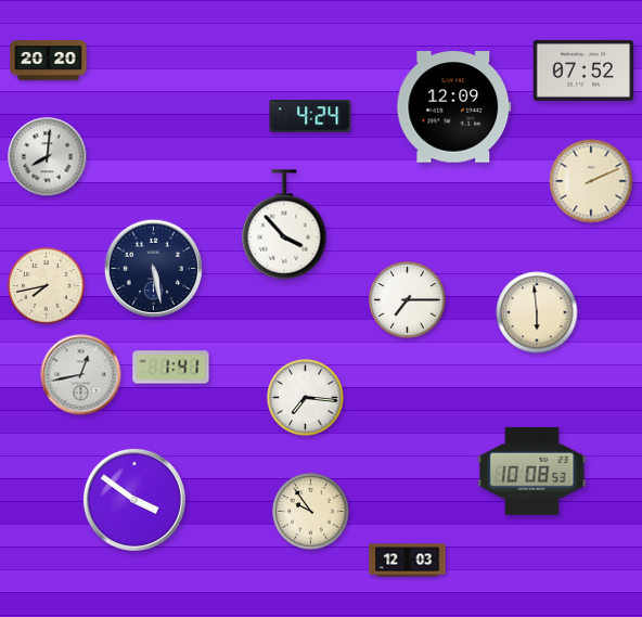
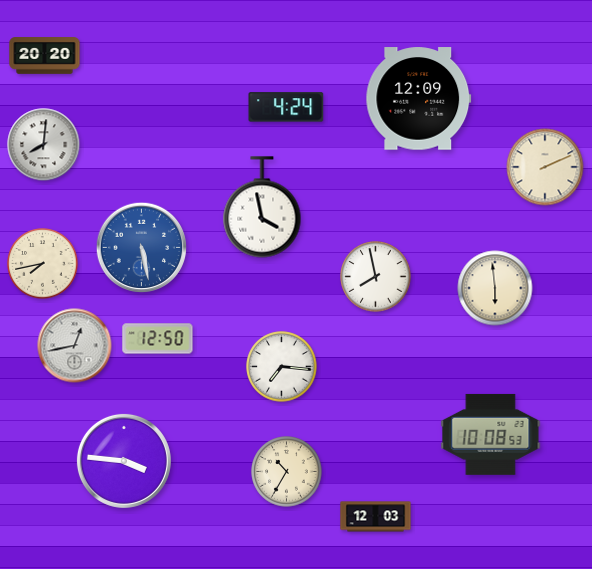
clock at (583, 70): 07:52 -> none
clock at (284, 224): 3:53 -> 3:58
clock at (154, 269) dial: navy -> blue
clock at (408, 300): 7:15 -> 7:58
clock at (171, 368): 1:41 -> 12:50
clock at (134, 500): 3:51 -> 3:46
clock at (311, 512): 9:54 -> 10:35
